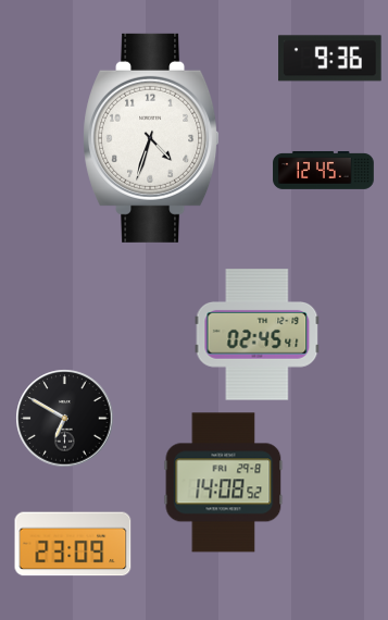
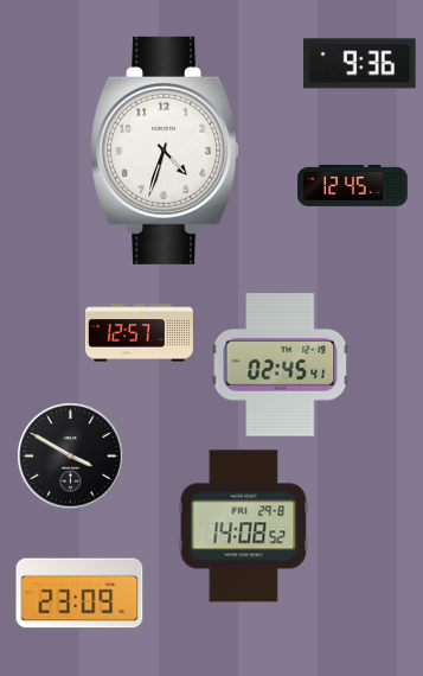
clock at (139, 333): none -> 12:57
clock at (65, 419): 6:50 -> 3:50
